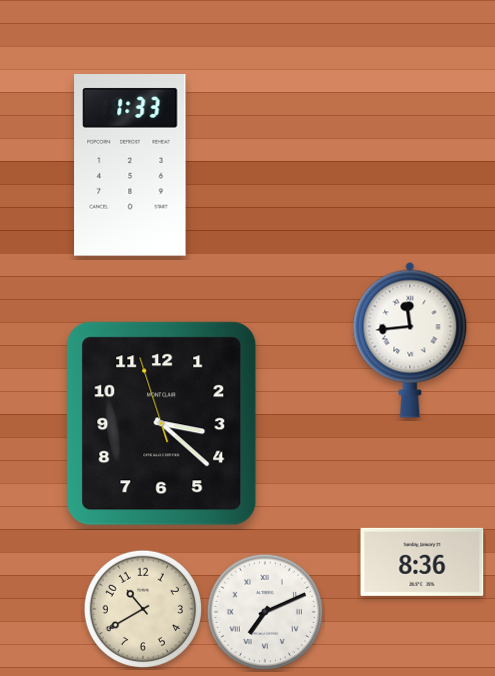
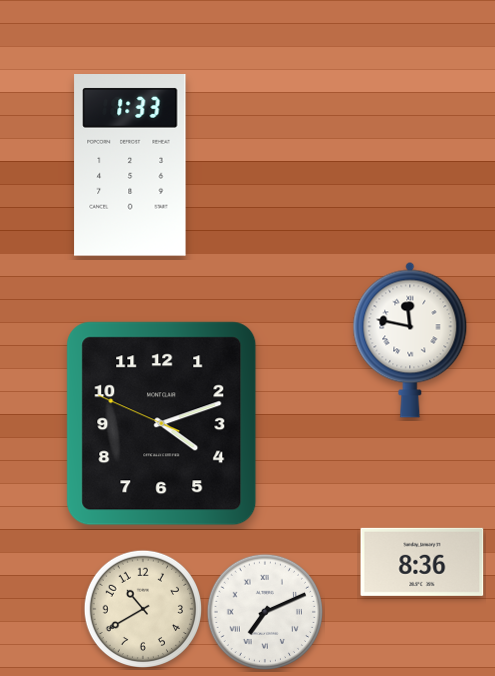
clock at (410, 340): 11:44 -> 11:47
clock at (162, 424): 3:21 -> 4:11
